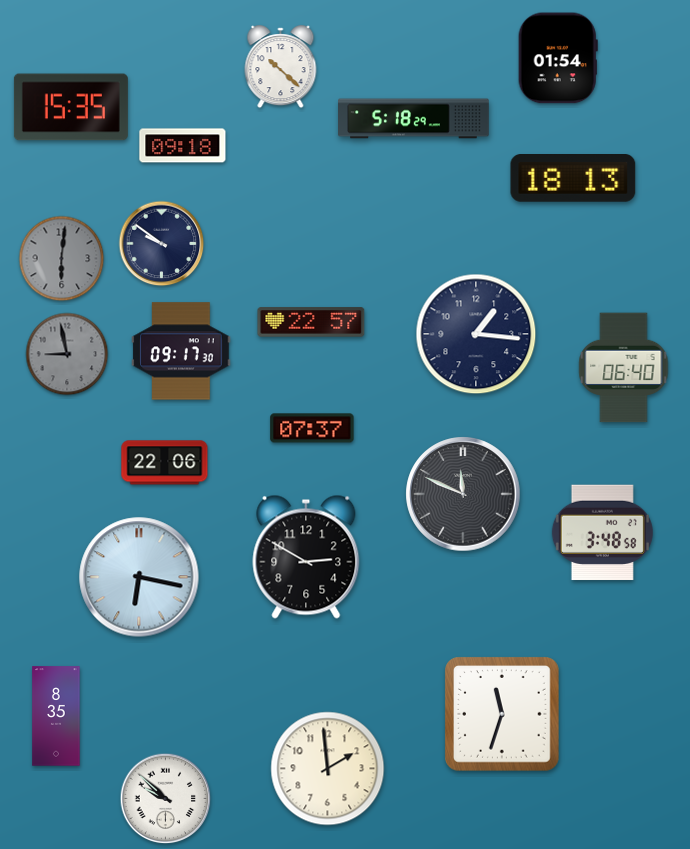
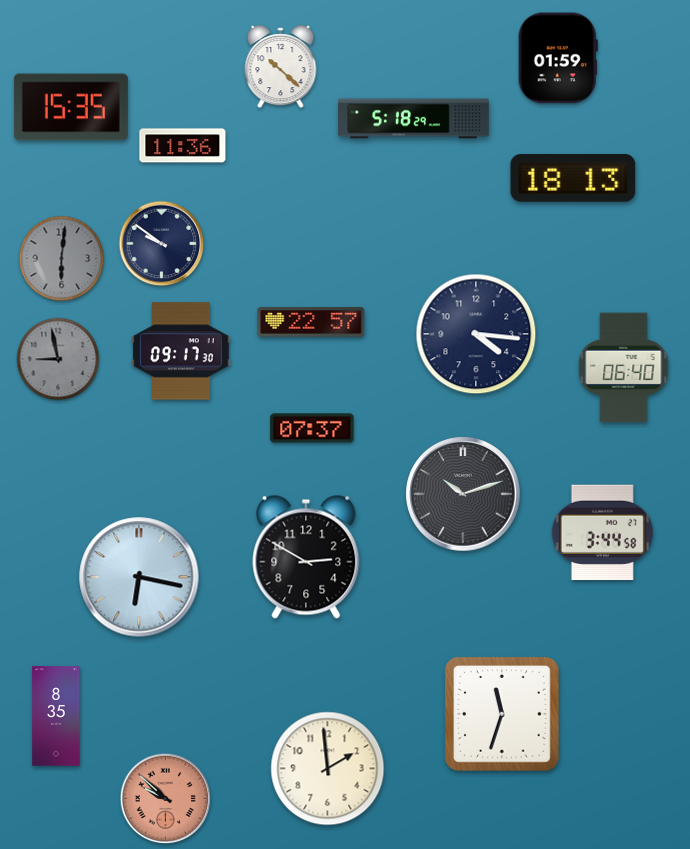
clock at (558, 58): 01:54 -> 01:59
clock at (183, 146): 09:18 -> 11:36
clock at (476, 334): 1:16 -> 4:16
clock at (67, 354) position: (67, 354) -> (58, 359)
clock at (165, 463): 22:06 -> none
clock at (463, 494): 11:49 -> 10:12
clock at (602, 533): 3:48 -> 3:44
clock at (166, 799) dial: white -> salmon
